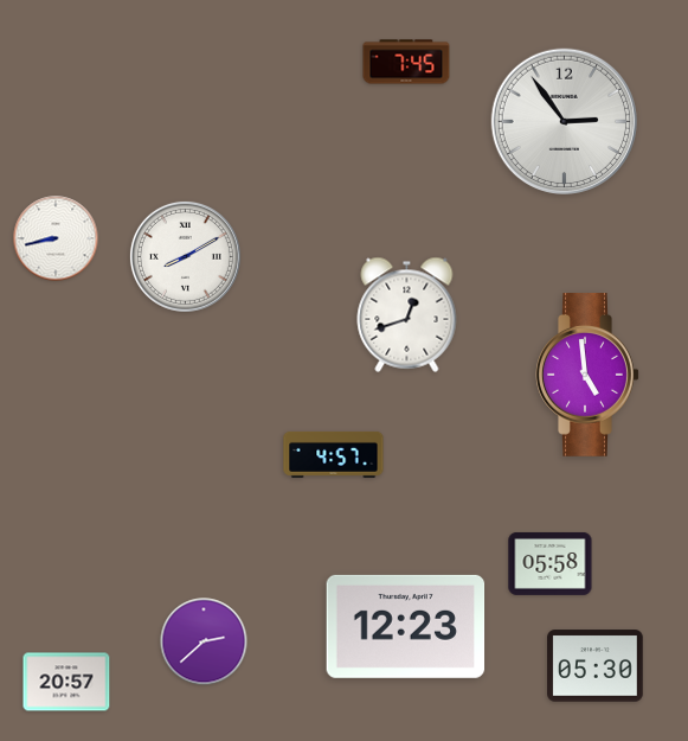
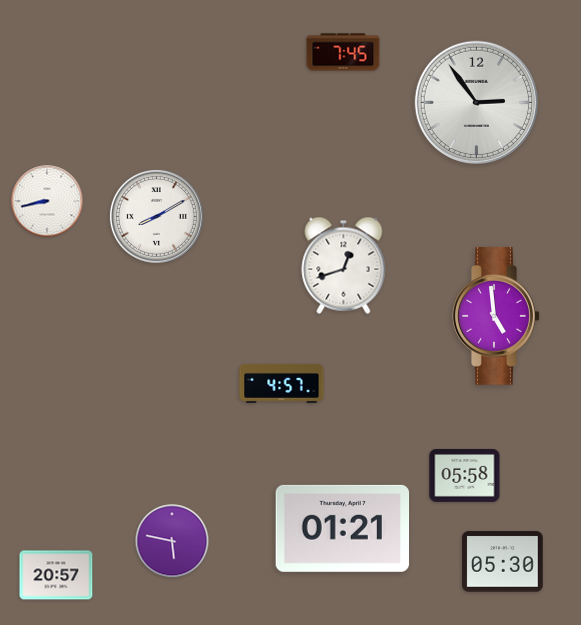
clock at (406, 626): 12:23 -> 01:21
clock at (204, 641): 2:38 -> 5:47
